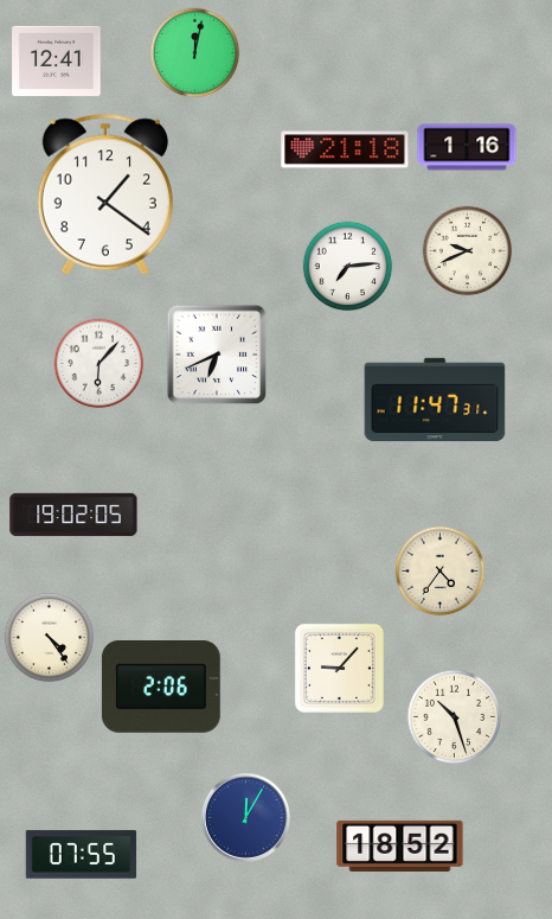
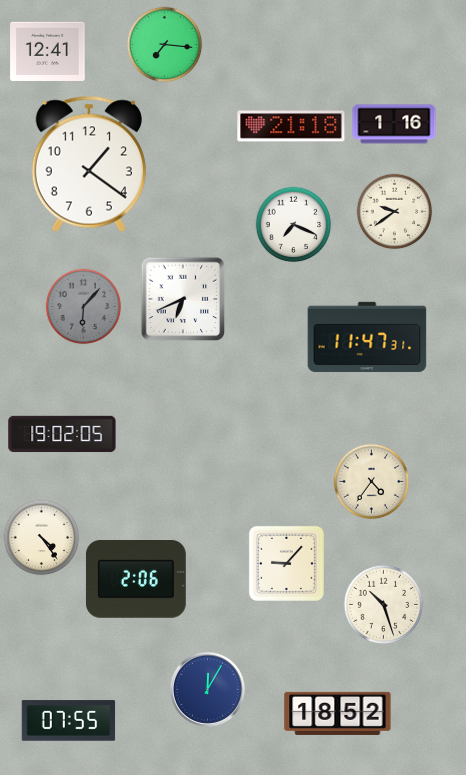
clock at (195, 53): 12:02 -> 7:16
clock at (468, 251): 9:41 -> 9:39
clock at (348, 267): 7:14 -> 7:19
clock at (100, 364) dial: white -> grey
